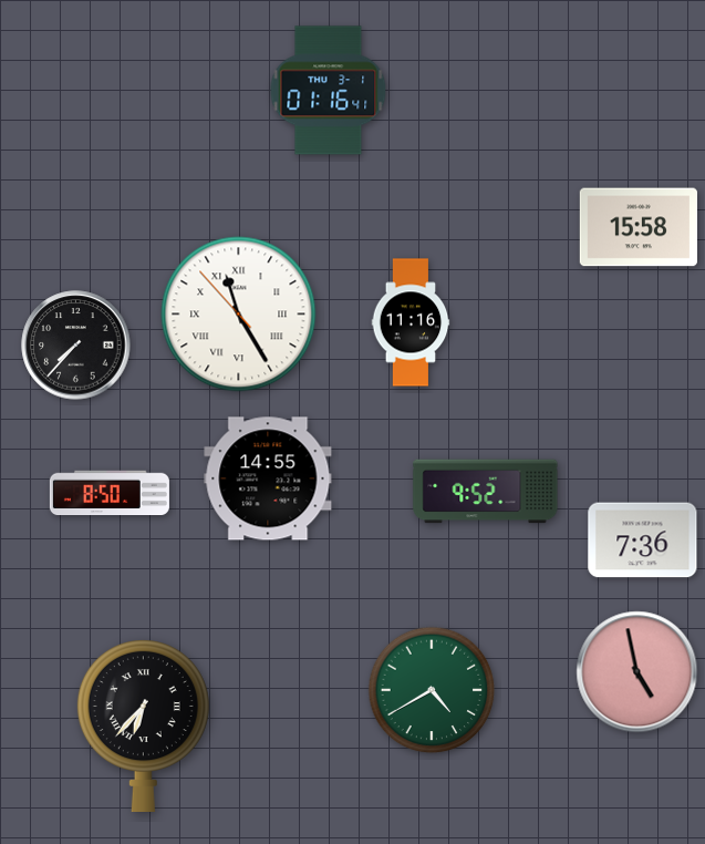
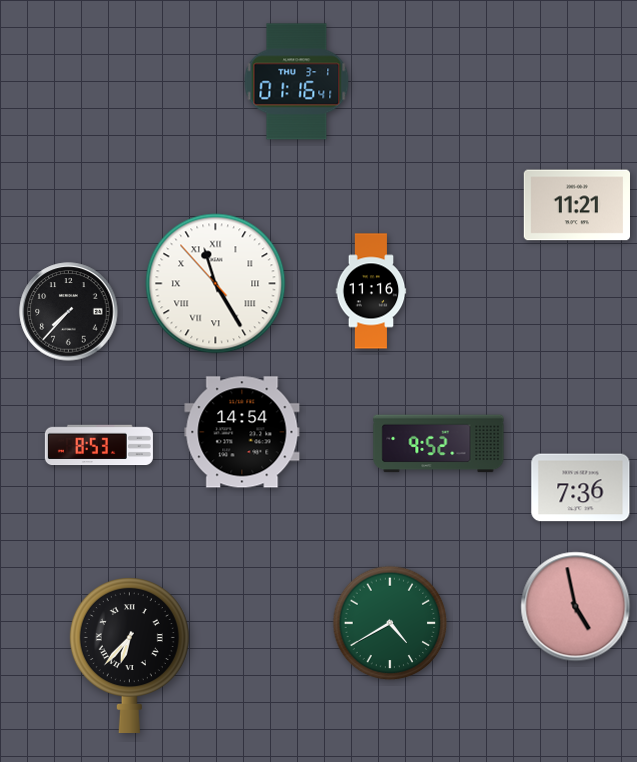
clock at (637, 227): 15:58 -> 11:21
clock at (268, 478): 14:55 -> 14:54
clock at (110, 493): 8:50 -> 8:53
